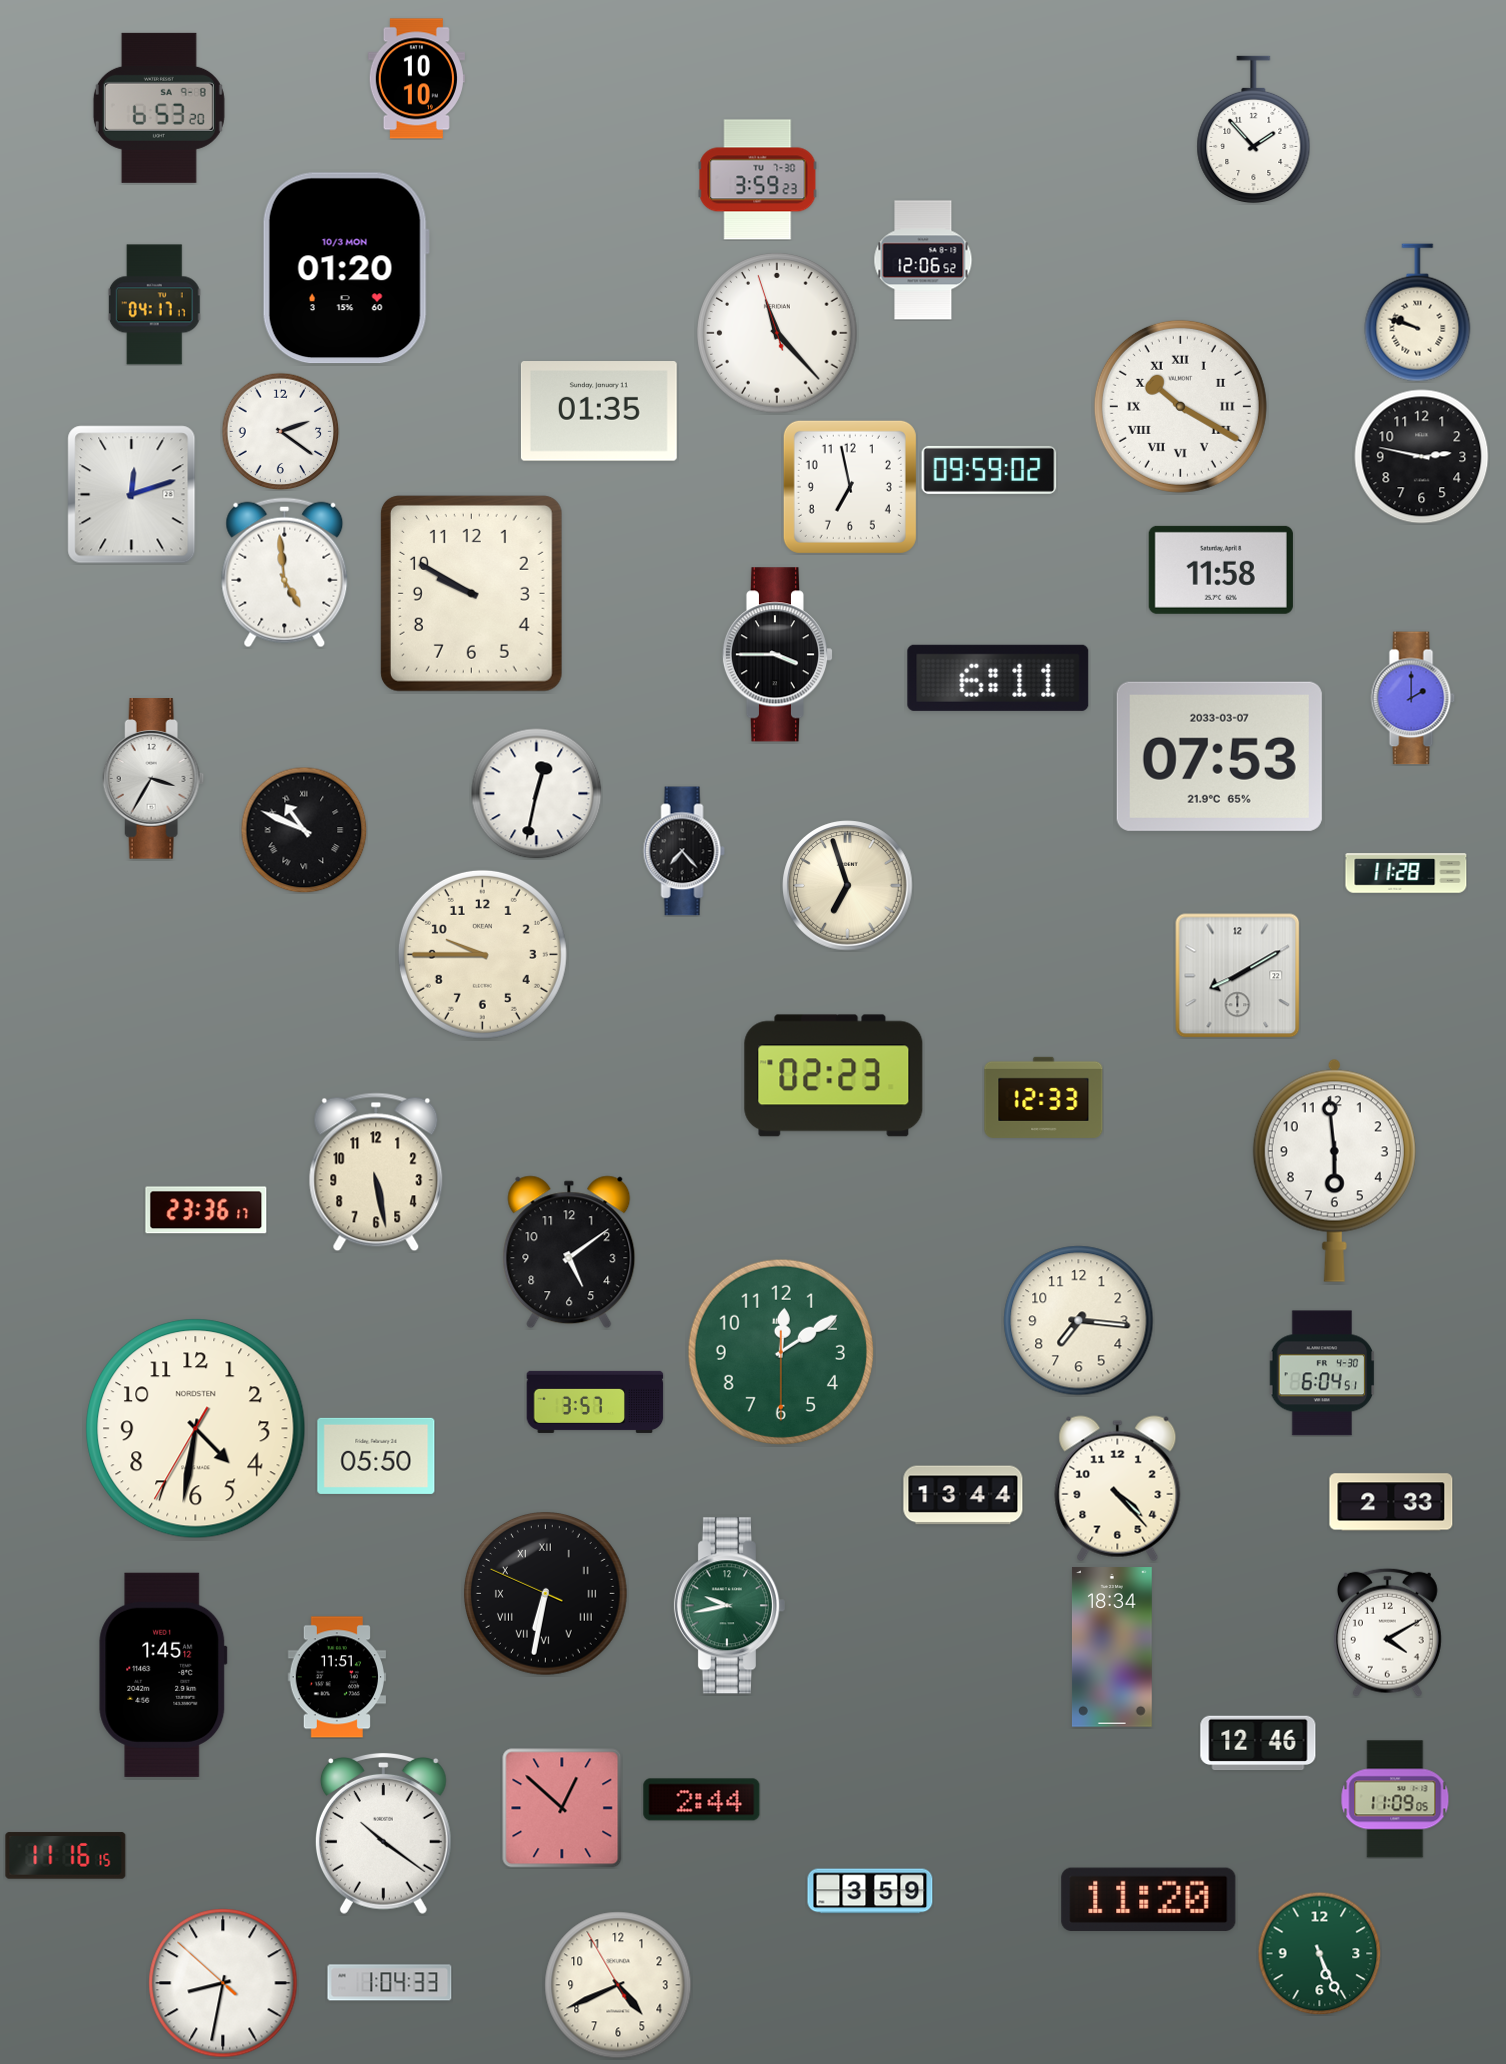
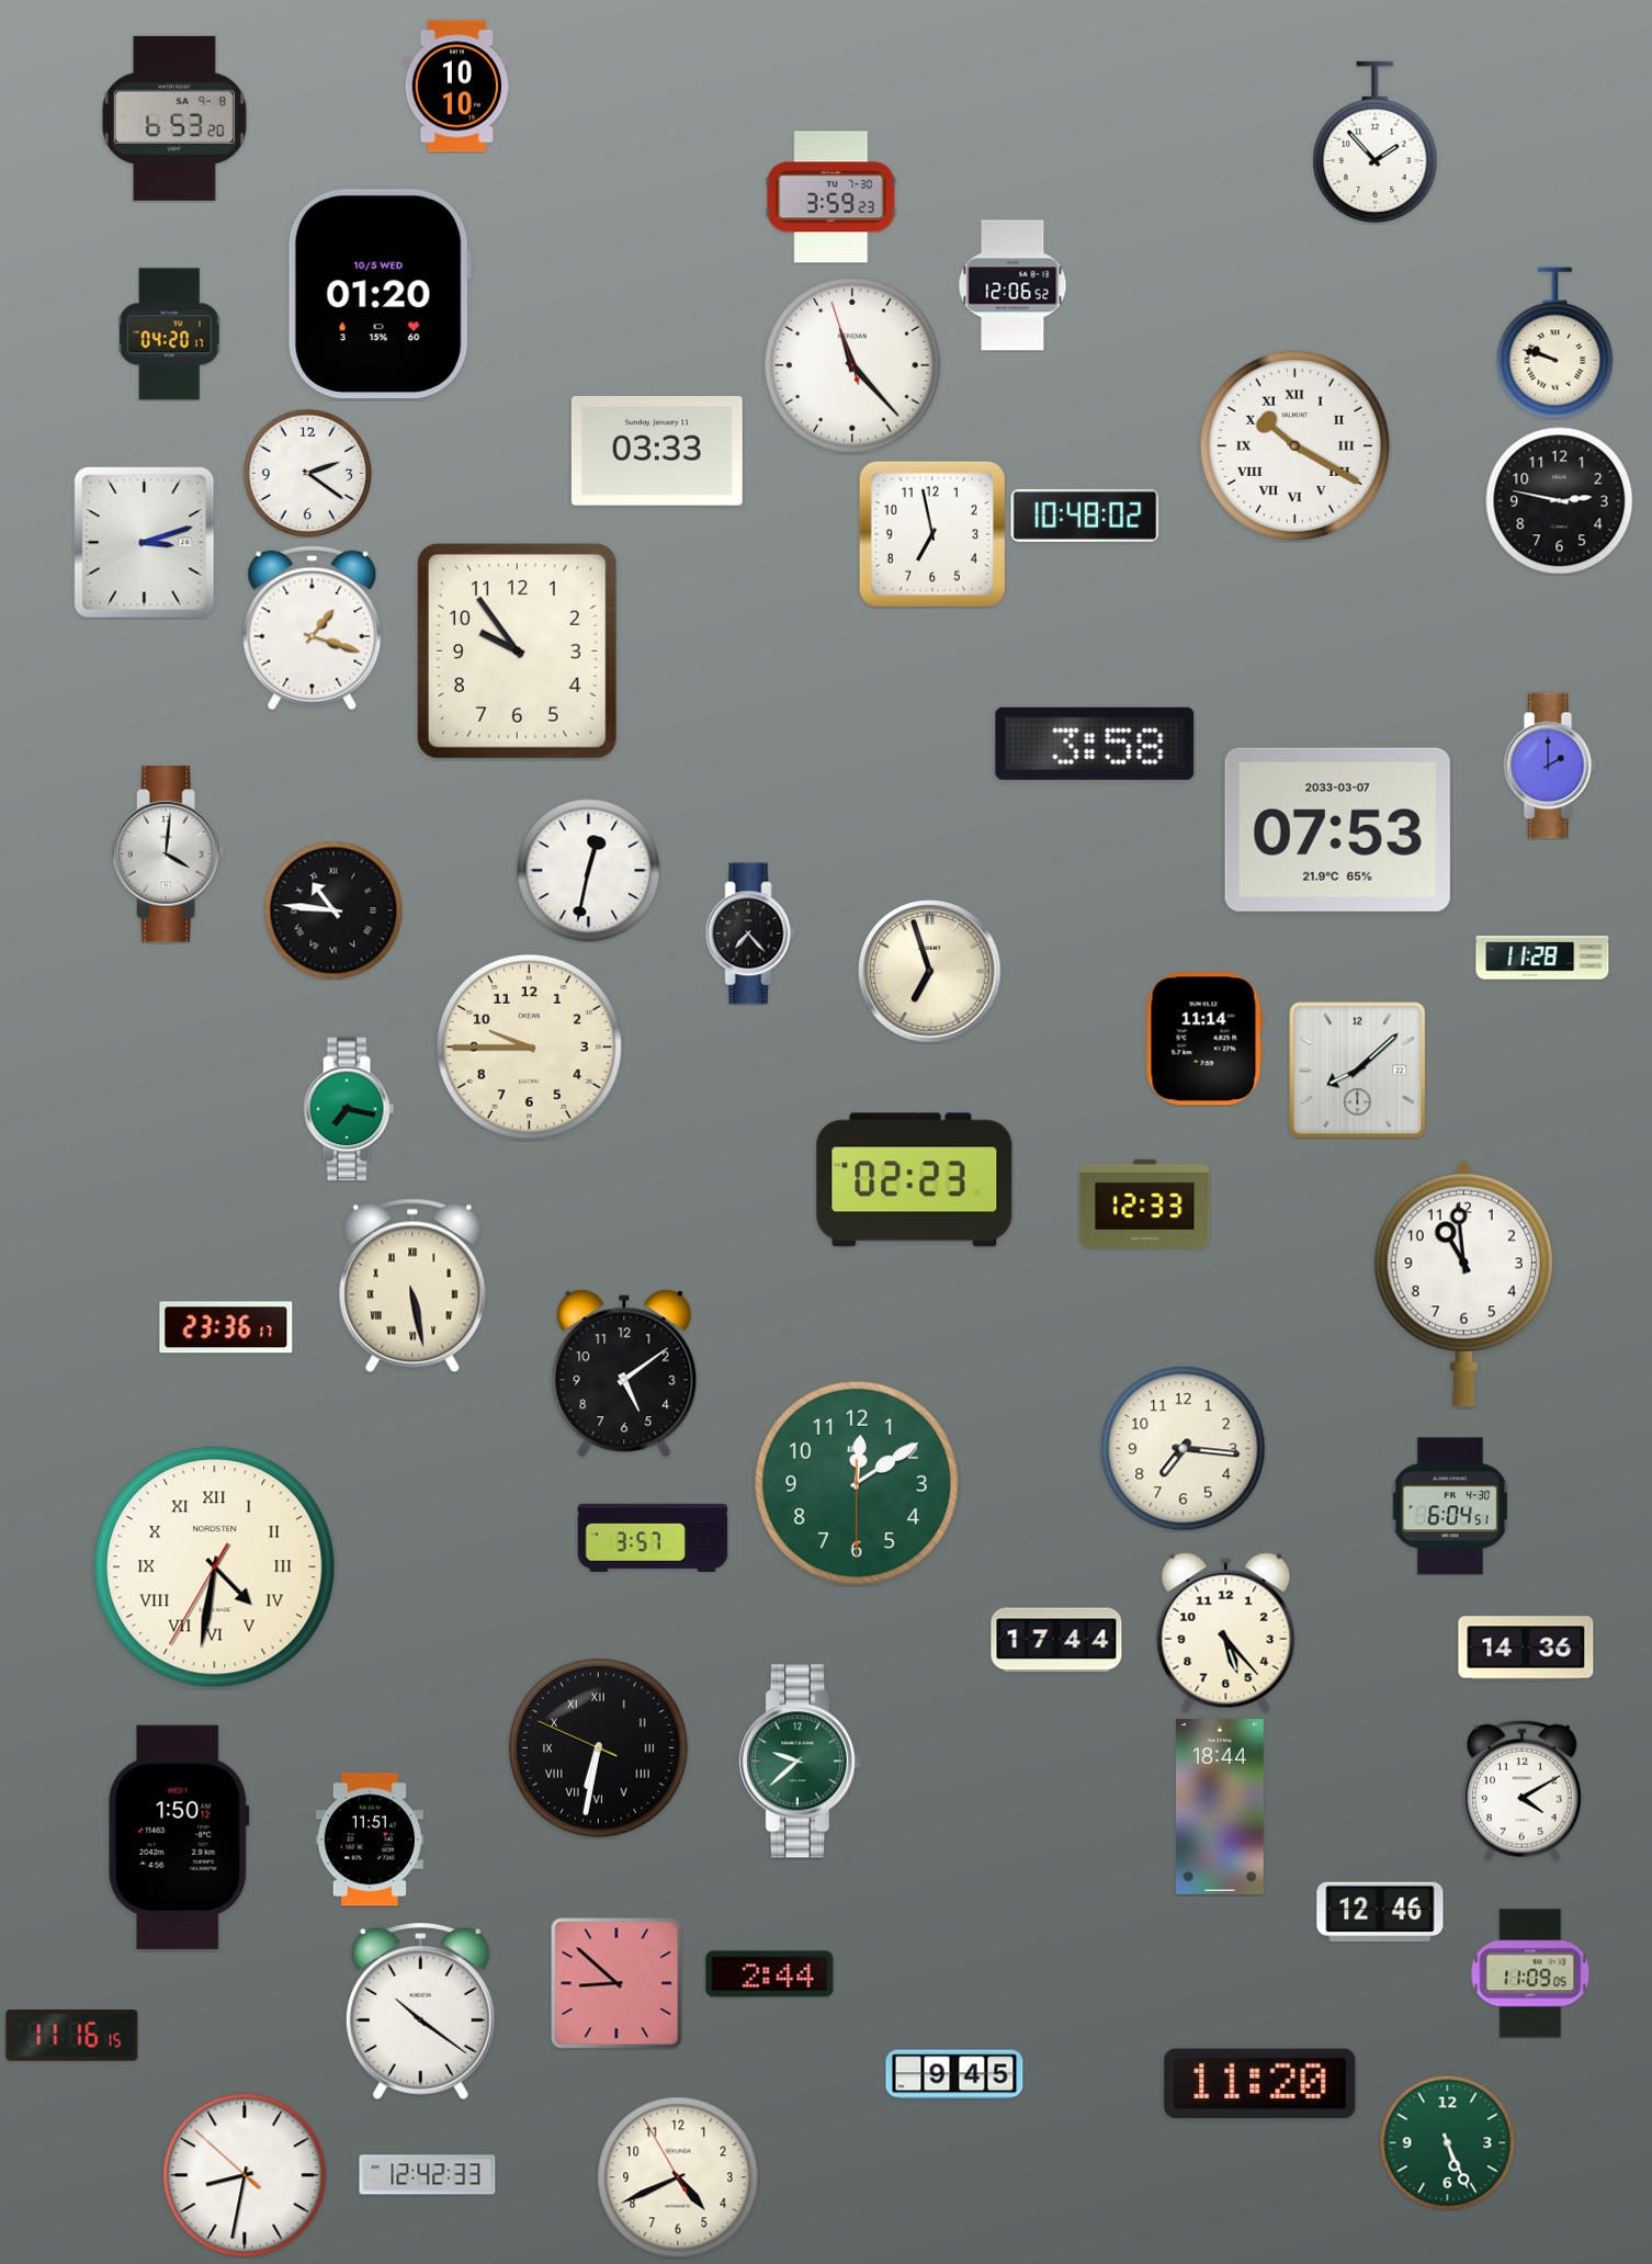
clock at (346, 268) date: 10/3 MON -> 10/5 WED
clock at (154, 305): 04:17 -> 04:20
clock at (599, 411): 01:35 -> 03:33
clock at (989, 470): 09:59 -> 10:48
clock at (132, 495): 12:12 -> 3:12
clock at (1221, 570): 11:58 -> none
clock at (285, 573): 4:59 -> 1:18
clock at (471, 593): 9:50 -> 9:54
clock at (777, 655): 3:45 -> none
clock at (998, 678): 6:11 -> 3:58
clock at (154, 779): 3:35 -> 4:01
clock at (304, 830): 10:49 -> 10:46
clock at (1204, 1039): none -> 11:14
clock at (1237, 975): 8:10 -> 8:08
clock at (349, 1109): none -> 7:17
clock at (1334, 1170): 5:59 -> 10:59
clock at (376, 1172) numerals: Arabic -> Roman
clock at (196, 1429) numerals: Arabic -> Roman
clock at (376, 1456): 05:50 -> none
clock at (1118, 1489): 4:23 -> 5:23
clock at (963, 1495): 13:44 -> 17:44
clock at (1391, 1502): 2:33 -> 14:36
clock at (729, 1606): 9:43 -> 9:38
clock at (1112, 1647): 18:34 -> 18:44
clock at (163, 1675): 1:45 -> 1:50
clock at (562, 1808): 12:52 -> 8:52
clock at (870, 1891): 3:59 -> 9:45
clock at (390, 1983): 1:04 -> 12:42
